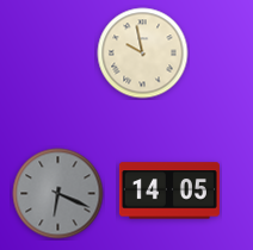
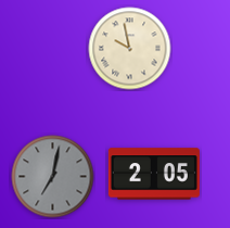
clock at (169, 190): 14:05 -> 2:05
clock at (58, 194): 6:19 -> 7:02
